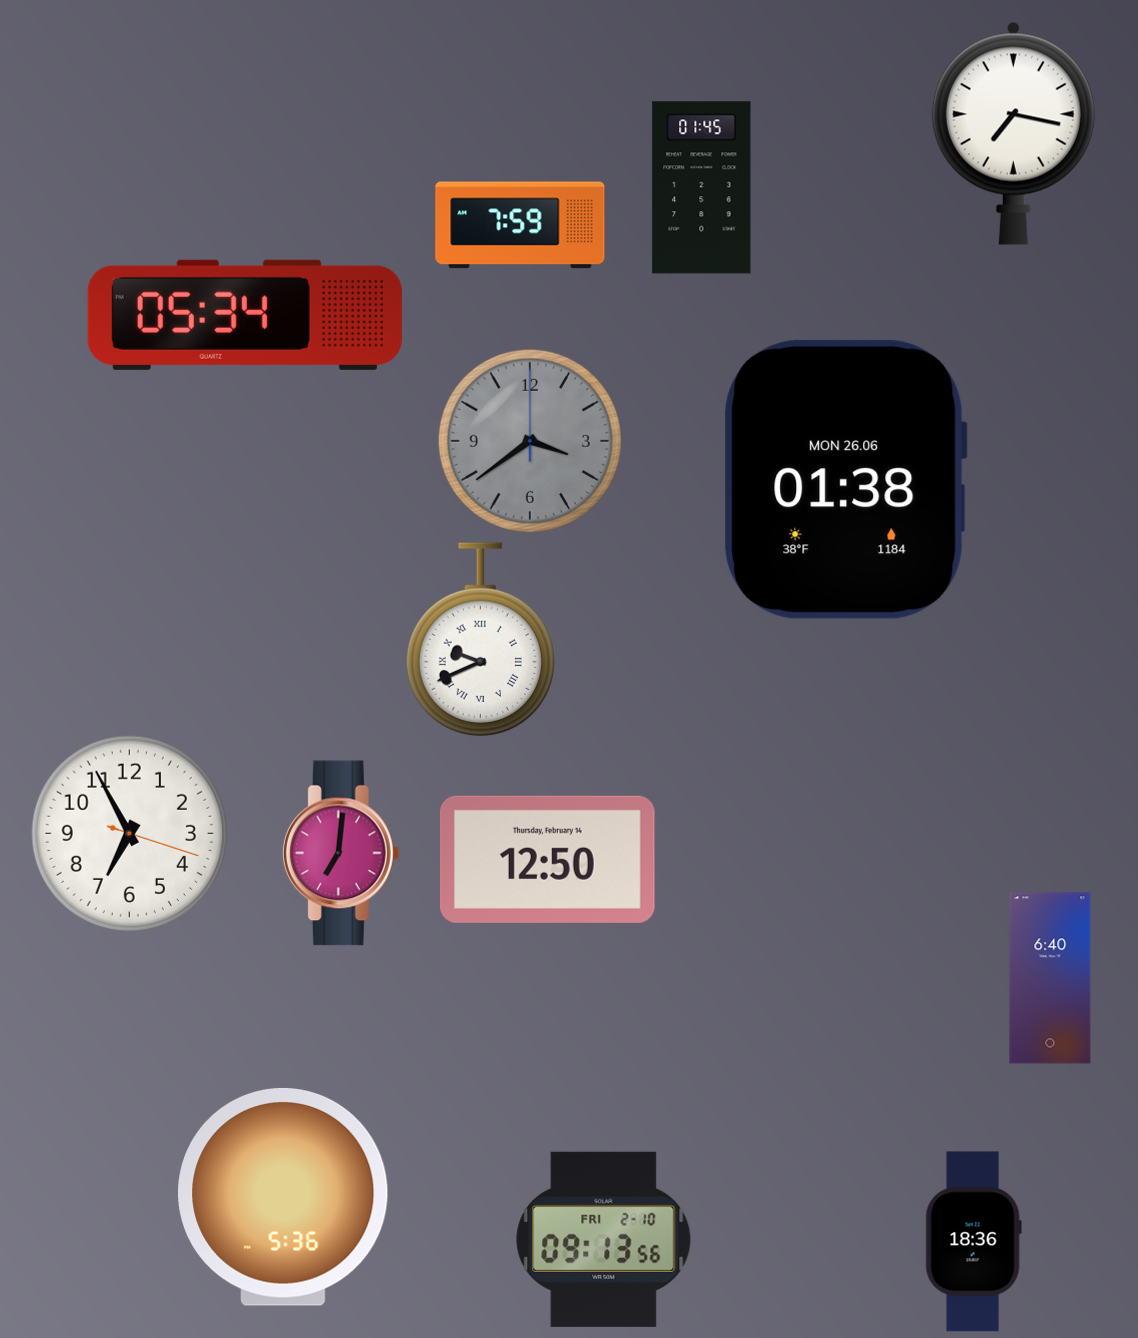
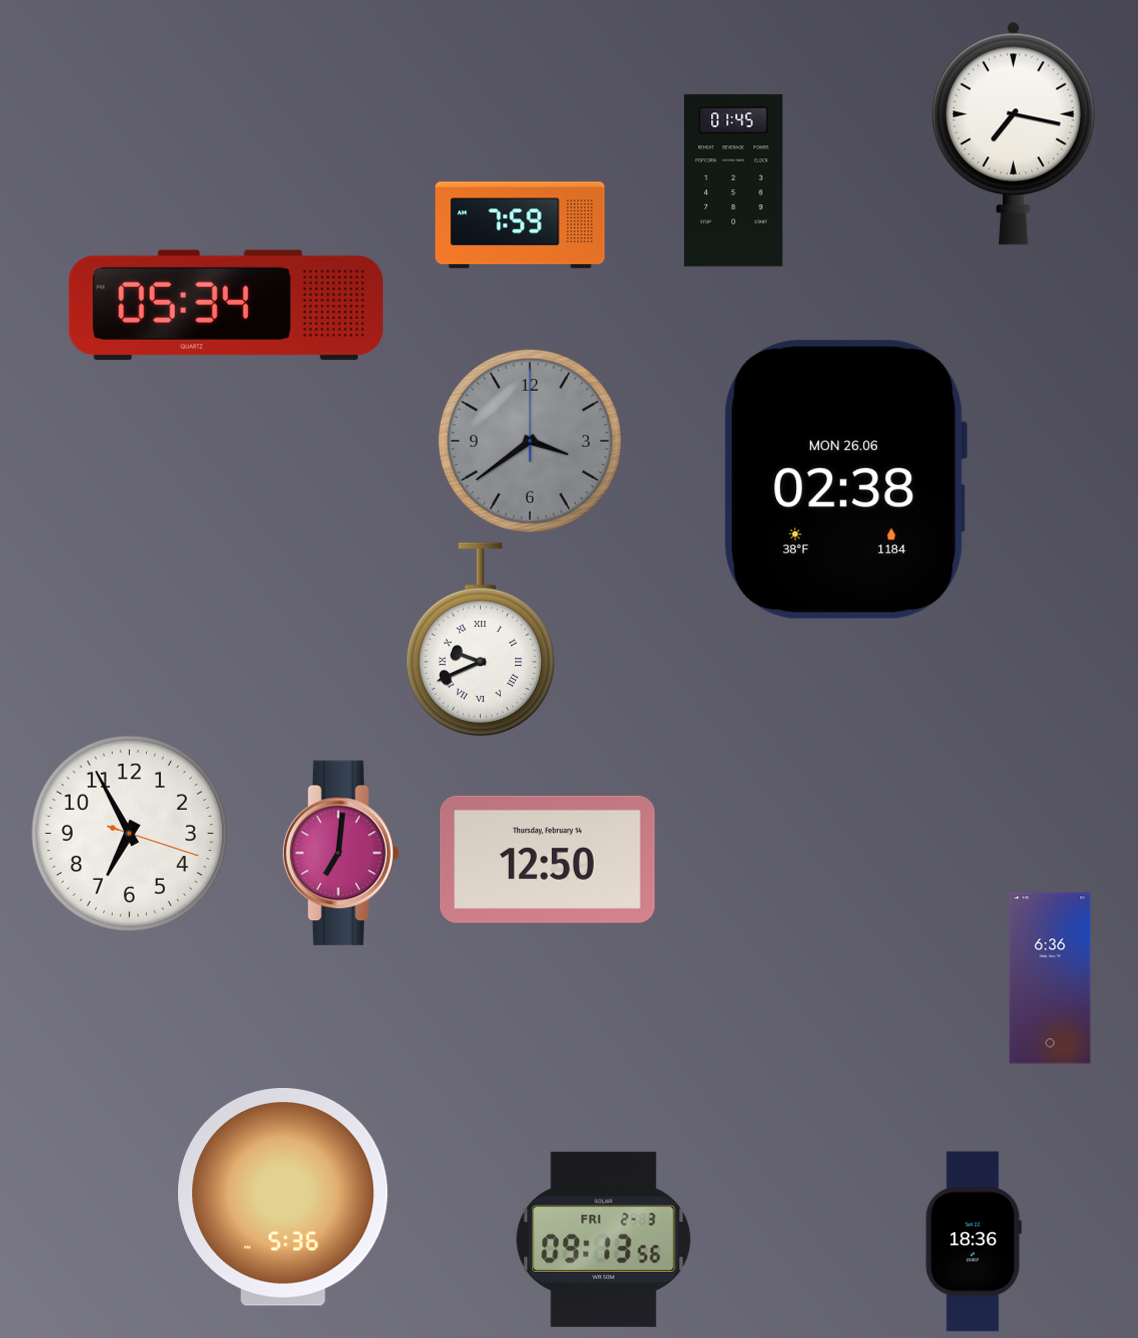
clock at (702, 188) position: (702, 188) -> (734, 181)
clock at (245, 315) position: (245, 315) -> (226, 305)
clock at (846, 479): 01:38 -> 02:38
clock at (1050, 978): 6:40 -> 6:36
clock at (604, 1239) date: FRI 2-10 -> FRI 2-3
